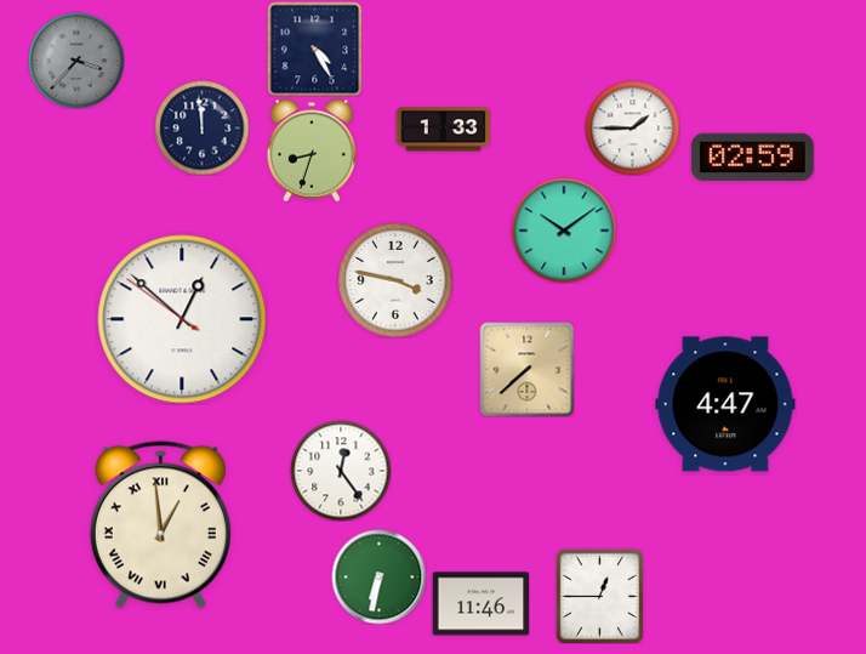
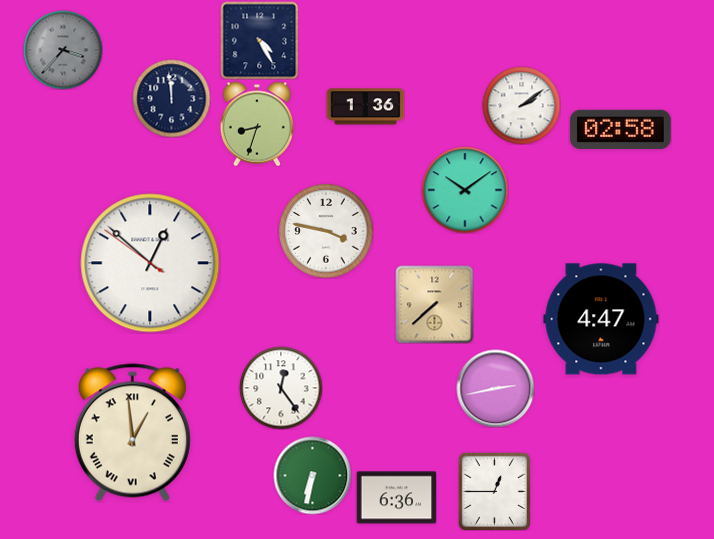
clock at (201, 127) position: (201, 127) -> (171, 98)
clock at (632, 127): 1:45 -> 2:09
clock at (443, 130): 1:33 -> 1:36
clock at (753, 158): 02:59 -> 02:58
clock at (725, 404) position: (725, 404) -> (601, 319)
clock at (495, 388): none -> 2:43
clock at (480, 604): 11:46 -> 6:36
